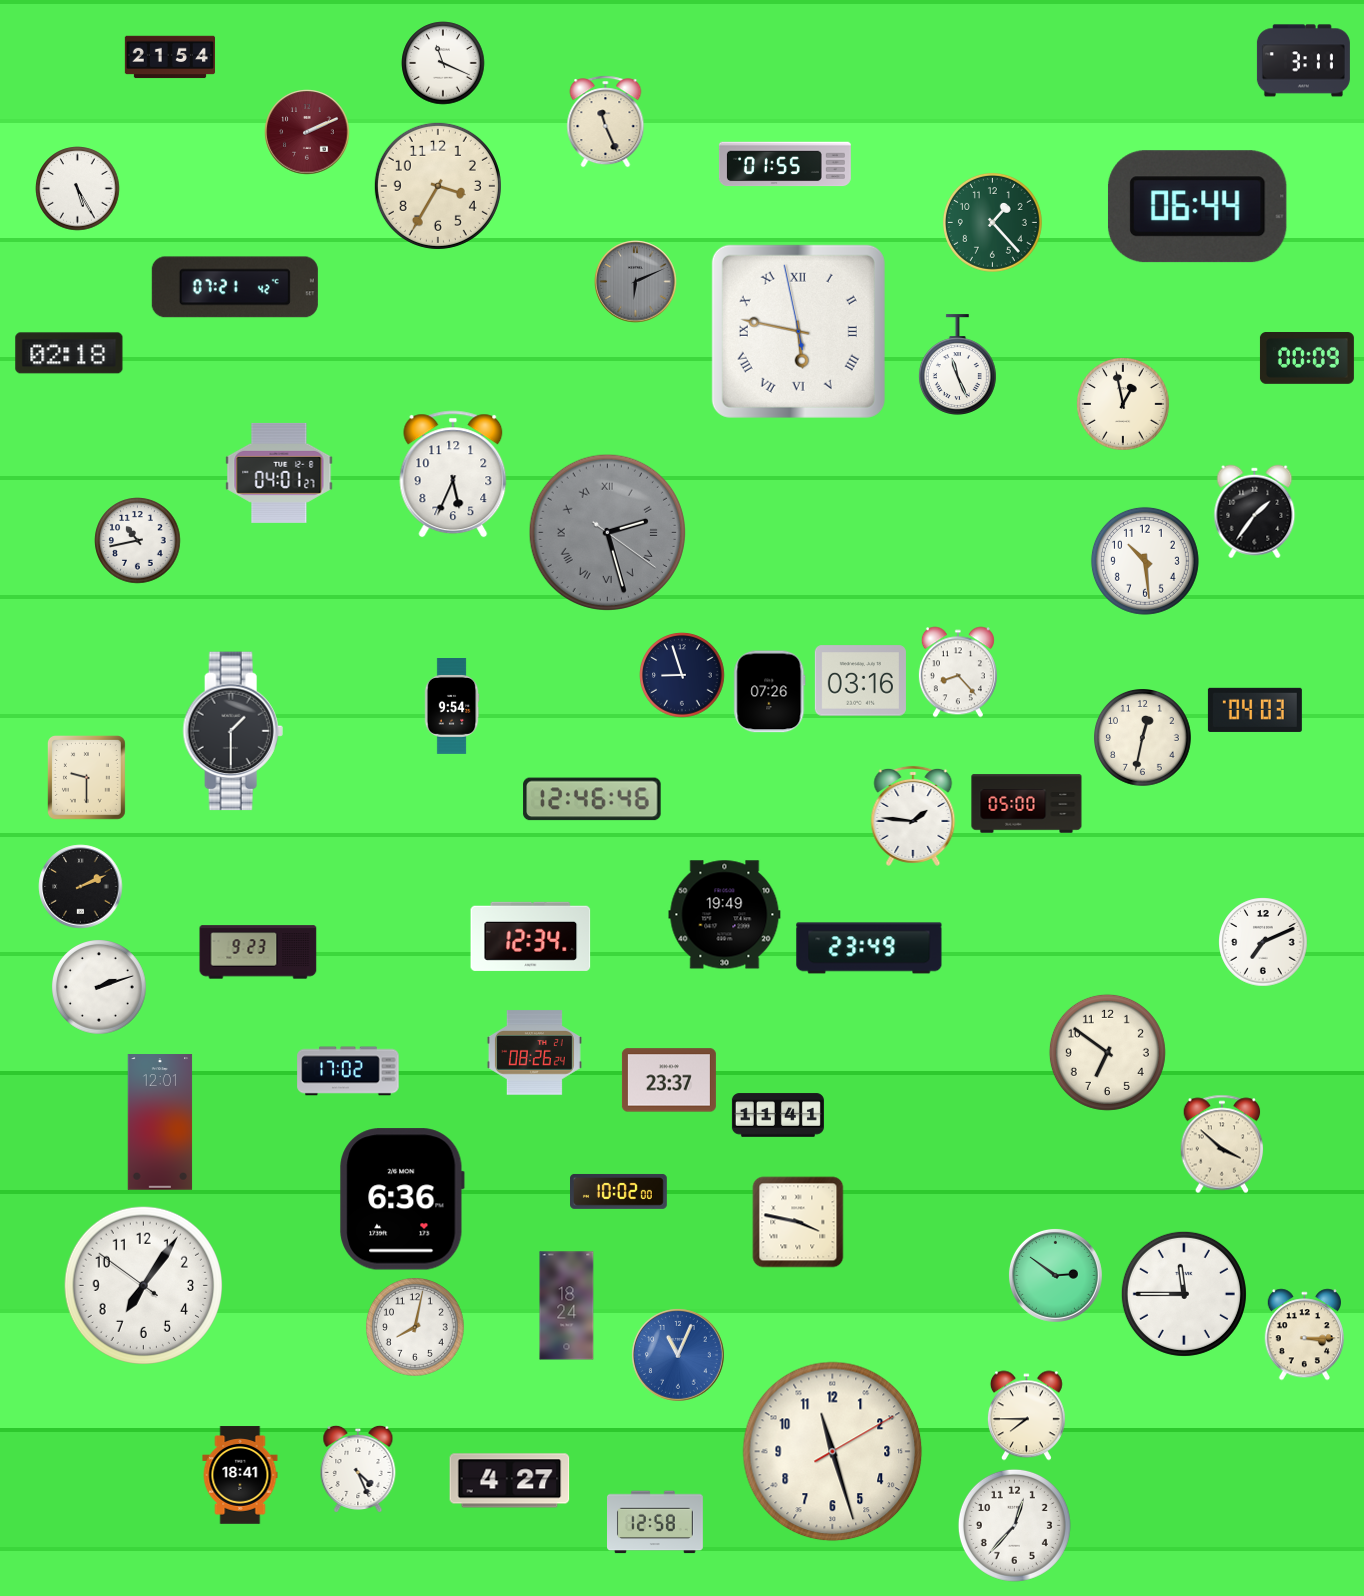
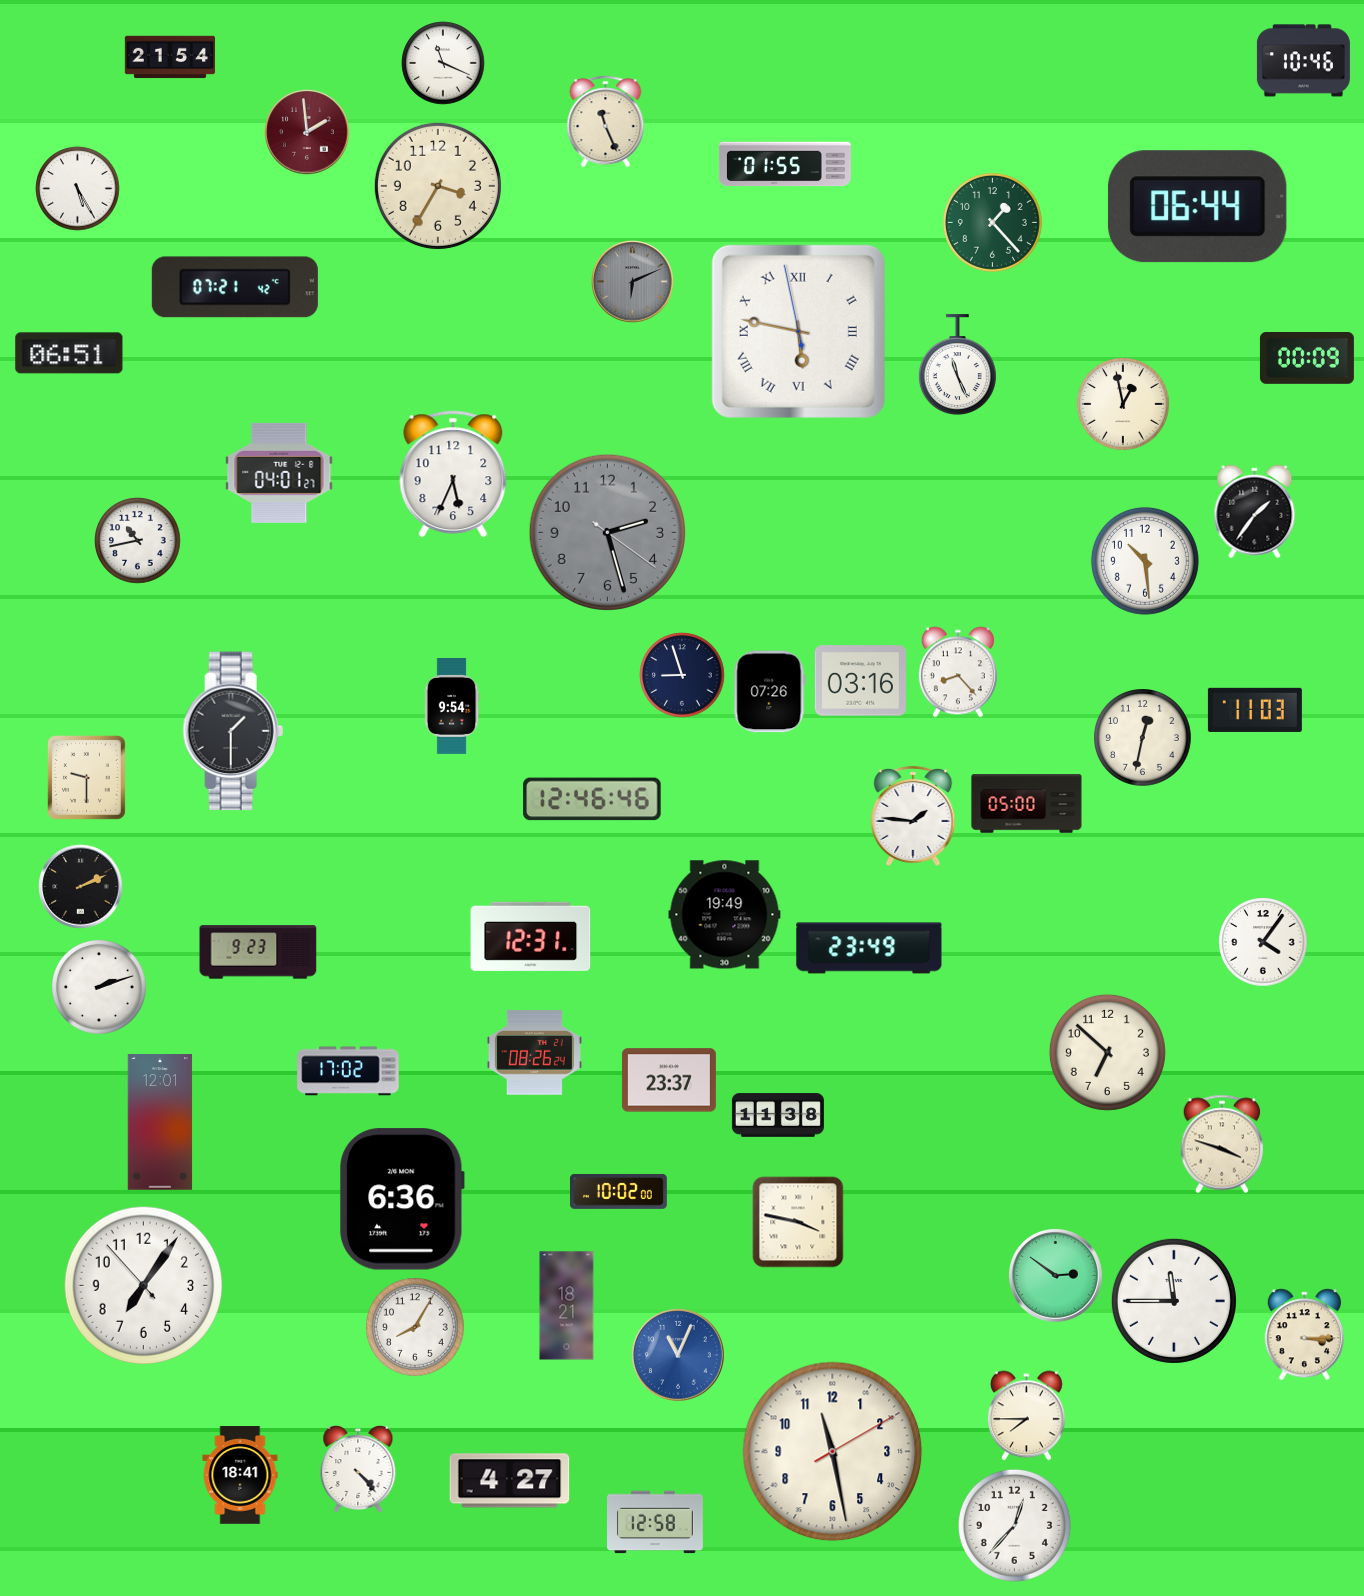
clock at (1303, 61): 3:11 -> 10:46
clock at (307, 132): 2:11 -> 1:59
clock at (636, 282) position: (636, 282) -> (633, 282)
clock at (69, 353): 02:18 -> 06:51
clock at (607, 532) numerals: Roman -> Arabic
clock at (1255, 710): 04:03 -> 11:03
clock at (531, 936): 12:34 -> 12:31
clock at (1263, 942): 7:11 -> 4:06
clock at (1107, 1052): 6:51 -> 6:52
clock at (778, 1115): 11:41 -> 11:38
clock at (1222, 1144): 3:52 -> 3:48
clock at (143, 1285): 7:05:51 -> 7:05:53
clock at (1184, 1294) position: (1184, 1294) -> (1174, 1301)
clock at (567, 1306): 18:24 -> 18:21
clock at (415, 1327): 8:02 -> 8:05
clock at (833, 1452): 11:27 -> 11:28
clock at (358, 1468): 4:26 -> 4:23
